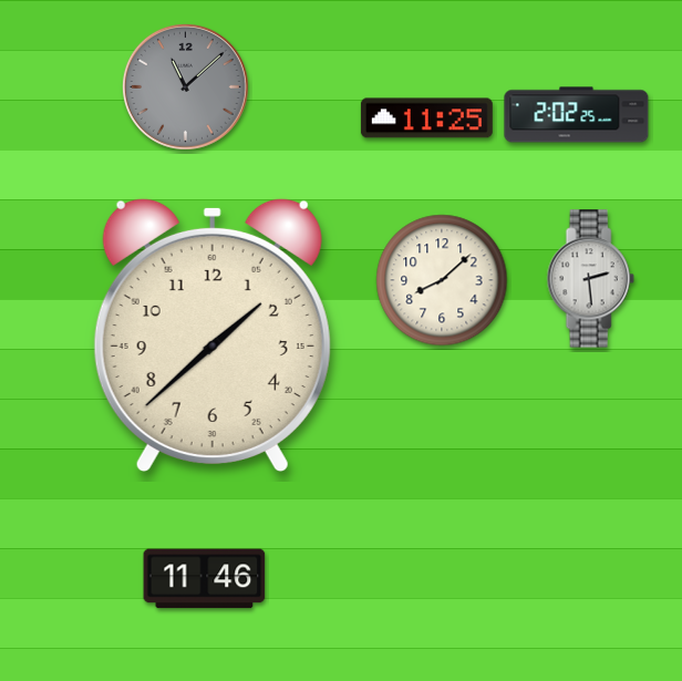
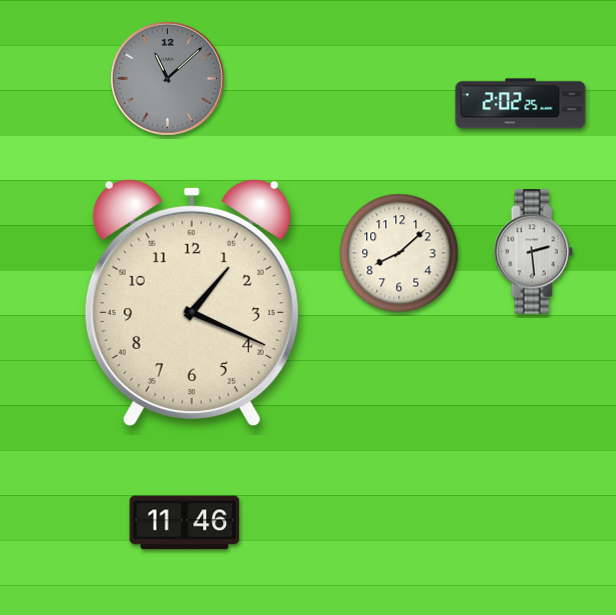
clock at (426, 118): 11:25 -> none
clock at (213, 334): 1:38 -> 1:19
